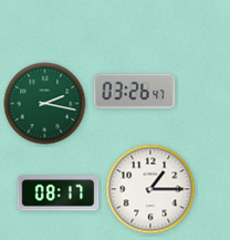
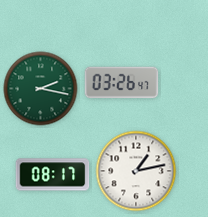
clock at (45, 104) position: (45, 104) -> (41, 89)
clock at (150, 189): 1:15 -> 1:13
